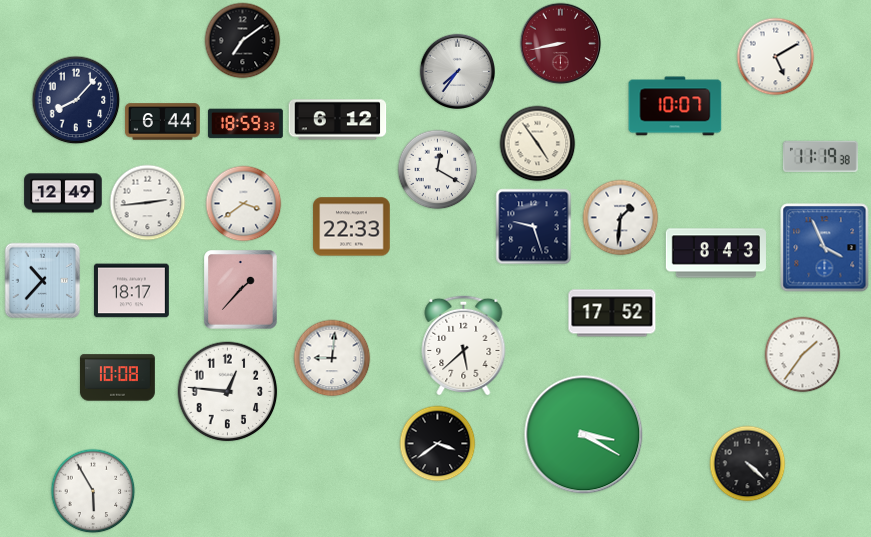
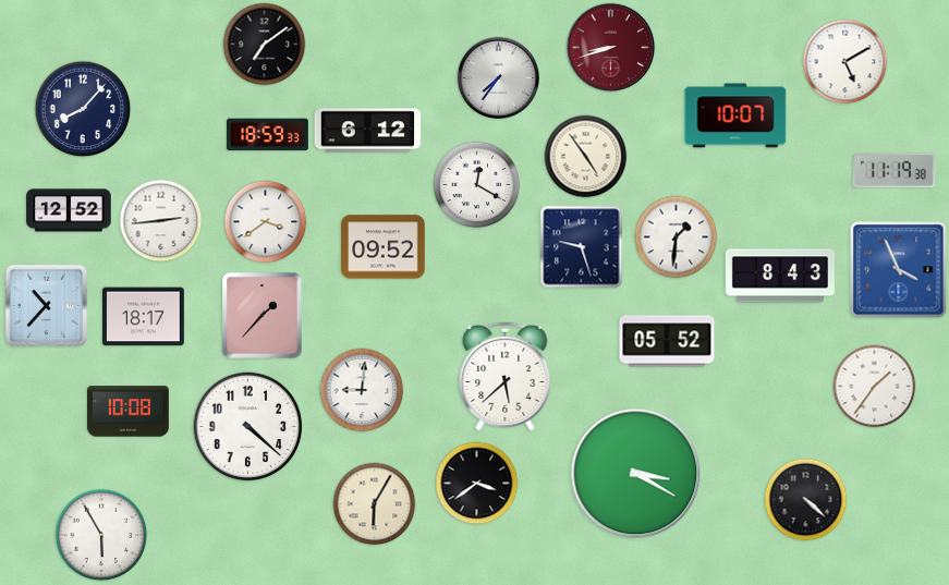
clock at (561, 44): 8:43 -> 8:42
clock at (163, 122): 6:44 -> none
clock at (63, 193): 12:49 -> 12:52
clock at (352, 227): 22:33 -> 09:52
clock at (612, 313): 17:52 -> 05:52
clock at (228, 392): 12:46 -> 4:22
clock at (375, 504): none -> 6:05
clock at (748, 464) position: (748, 464) -> (806, 500)
